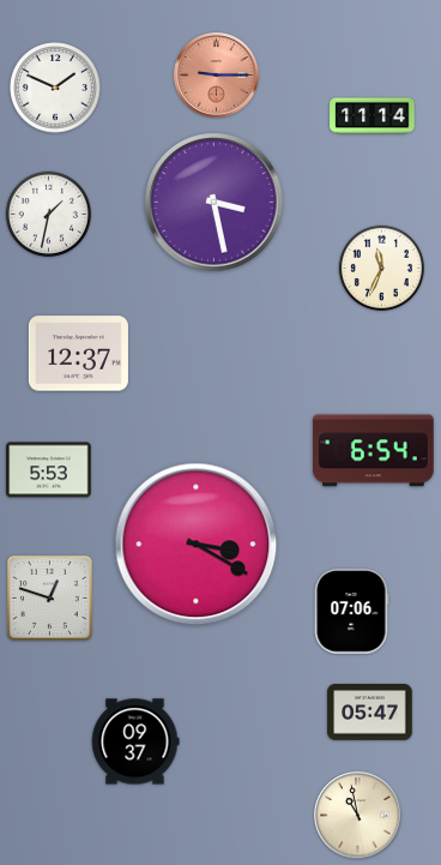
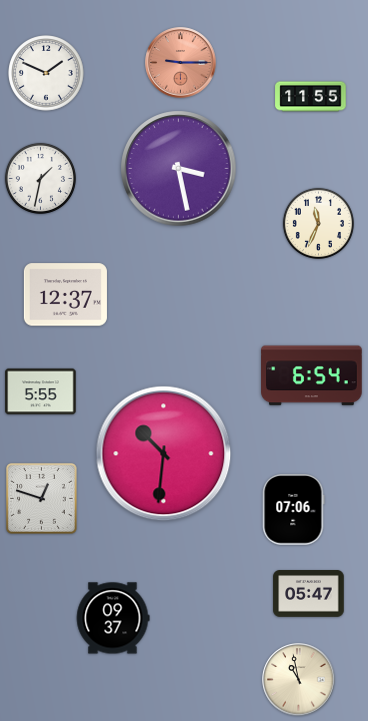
clock at (373, 116): 11:14 -> 11:55
clock at (49, 470): 5:53 -> 5:55
clock at (197, 545): 3:20 -> 10:31
